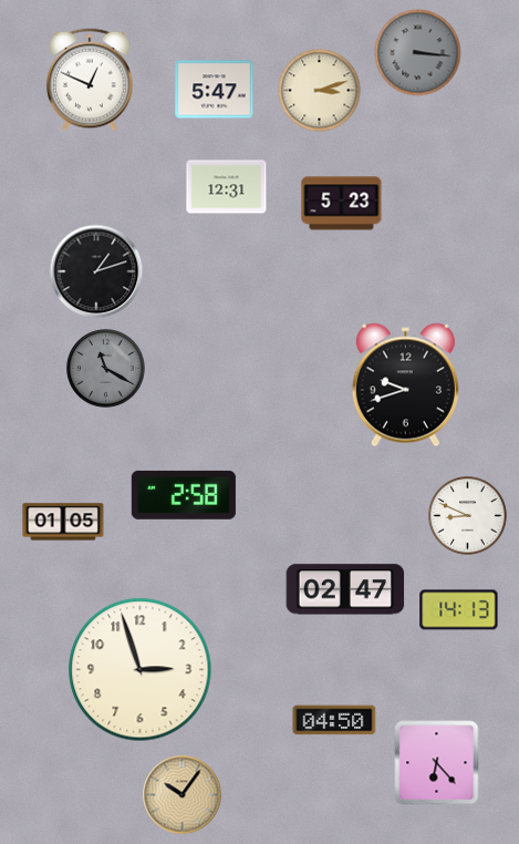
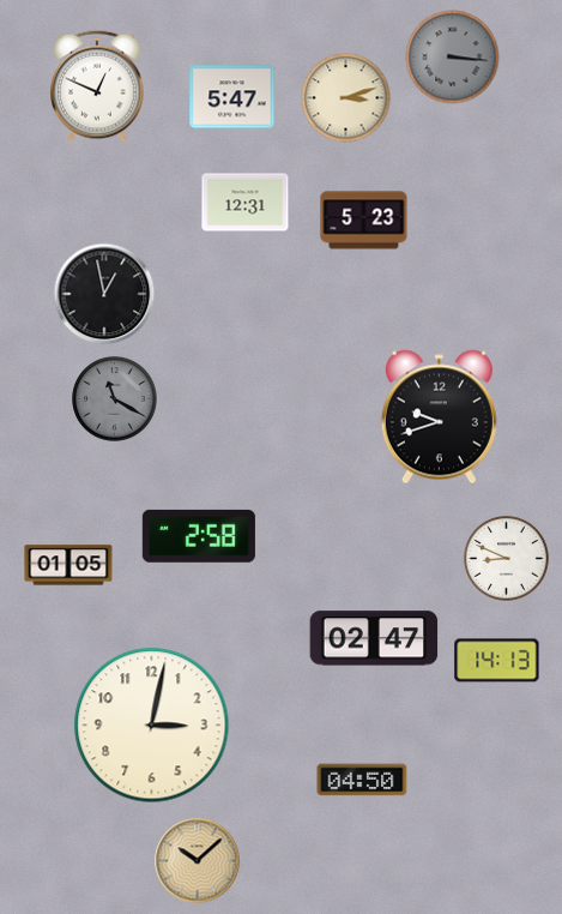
clock at (342, 204) position: (342, 204) -> (364, 221)
clock at (96, 271): 1:12 -> 12:58
clock at (141, 670): 2:57 -> 3:02
clock at (437, 763): 6:23 -> none
clock at (183, 795): 10:06 -> 10:08
